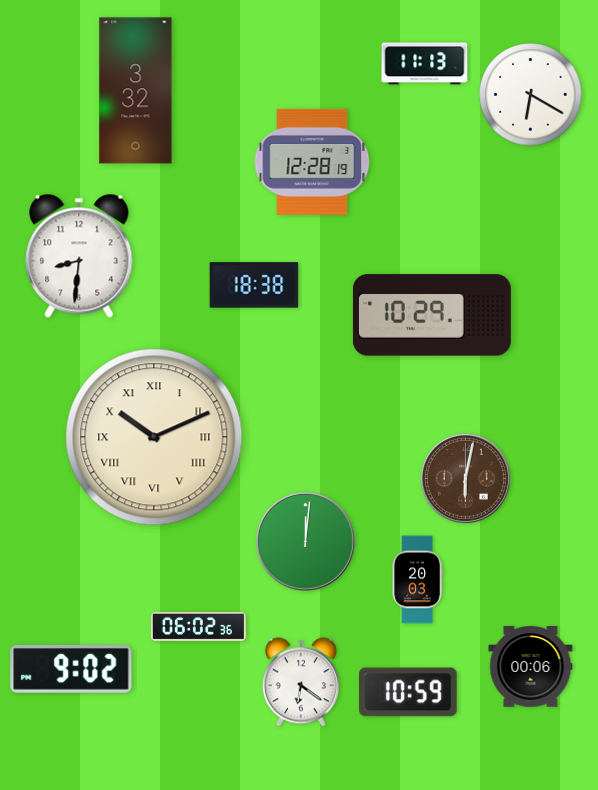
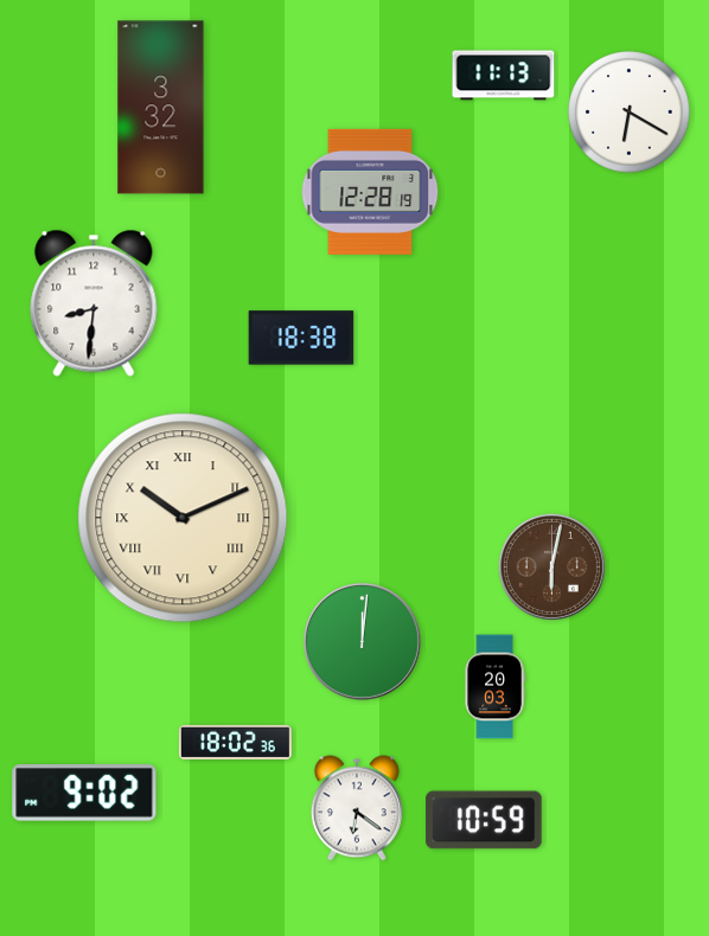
clock at (432, 315): 10:29 -> none
clock at (198, 626): 06:02 -> 18:02
clock at (531, 667): 00:06 -> none
